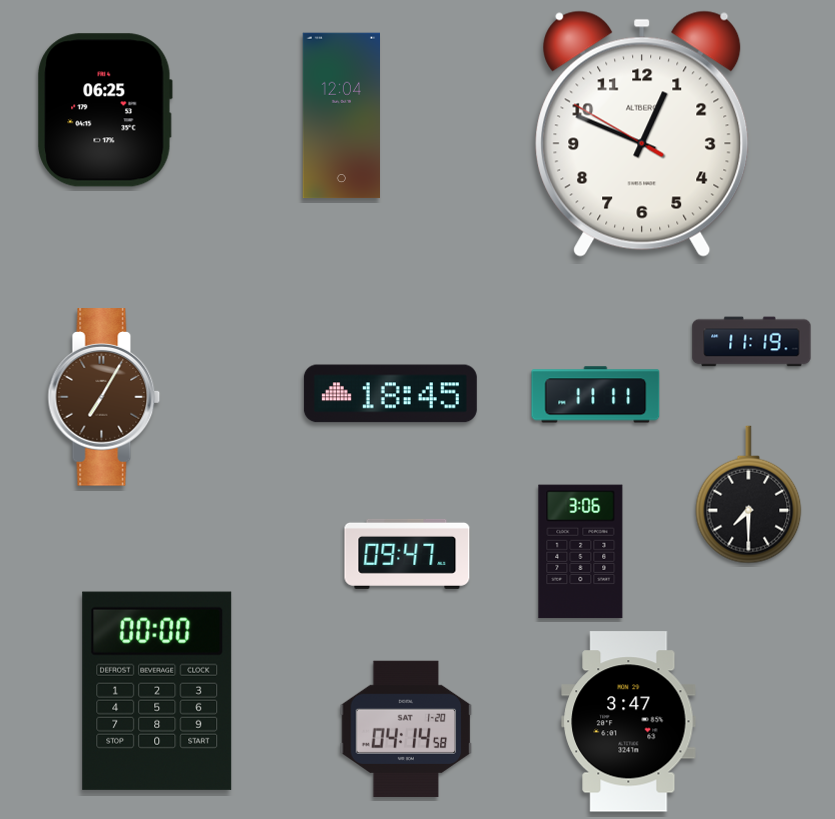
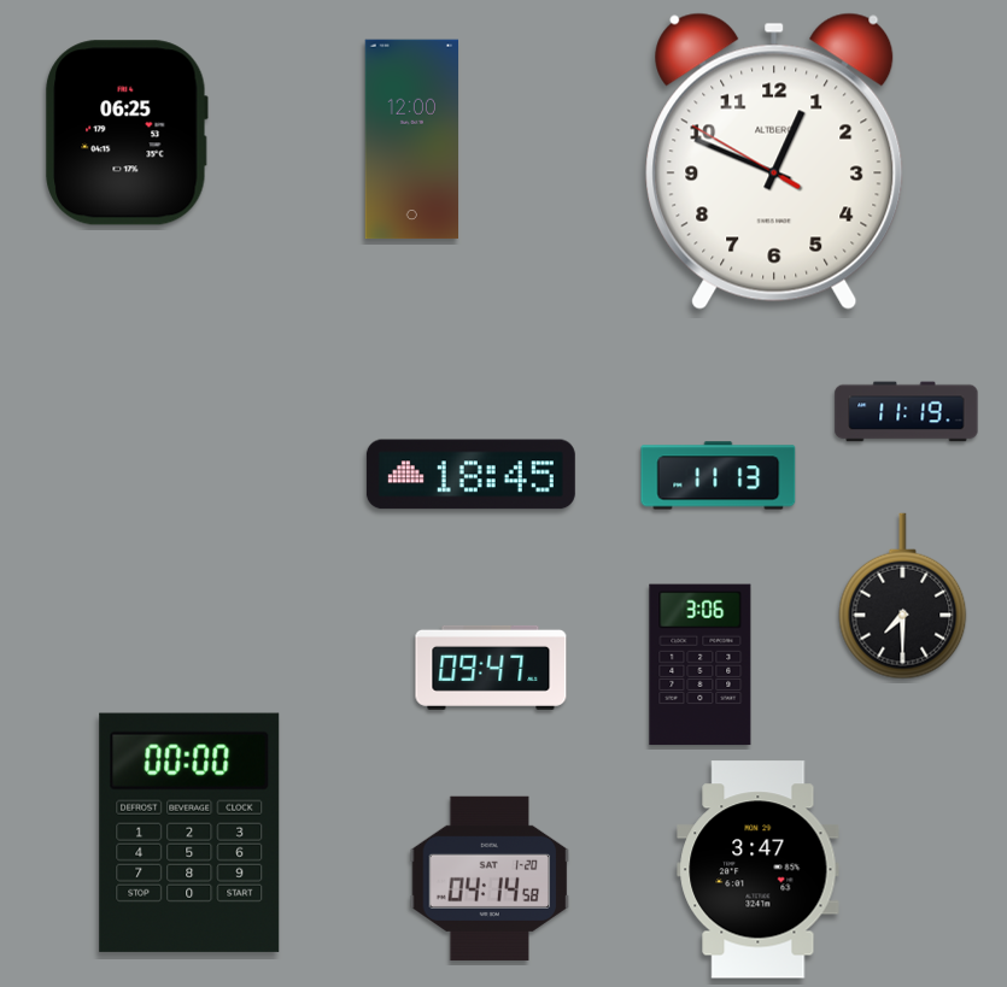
clock at (342, 116): 12:04 -> 12:00
clock at (596, 395): 11:11 -> 11:13
clock at (104, 397): 7:05 -> none
